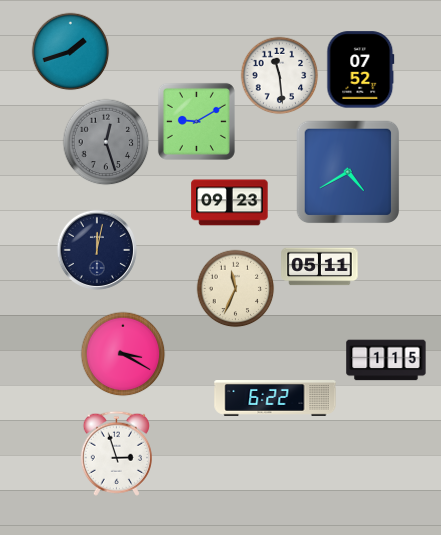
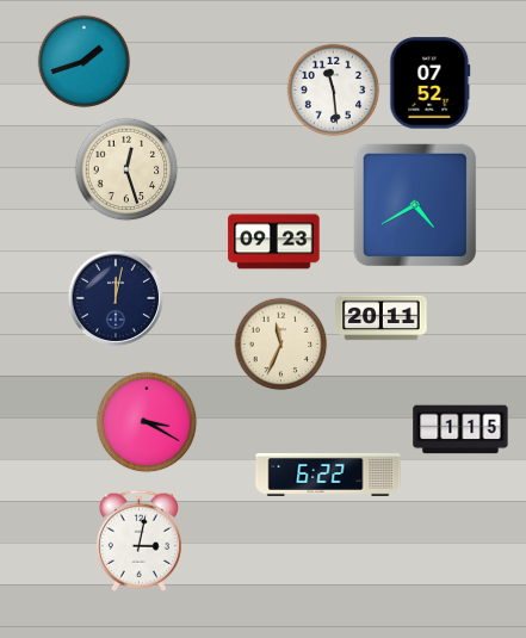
clock at (196, 121): 9:10 -> none
clock at (106, 142) dial: grey -> cream
clock at (320, 267): 05:11 -> 20:11
clock at (116, 453): 2:57 -> 3:02
